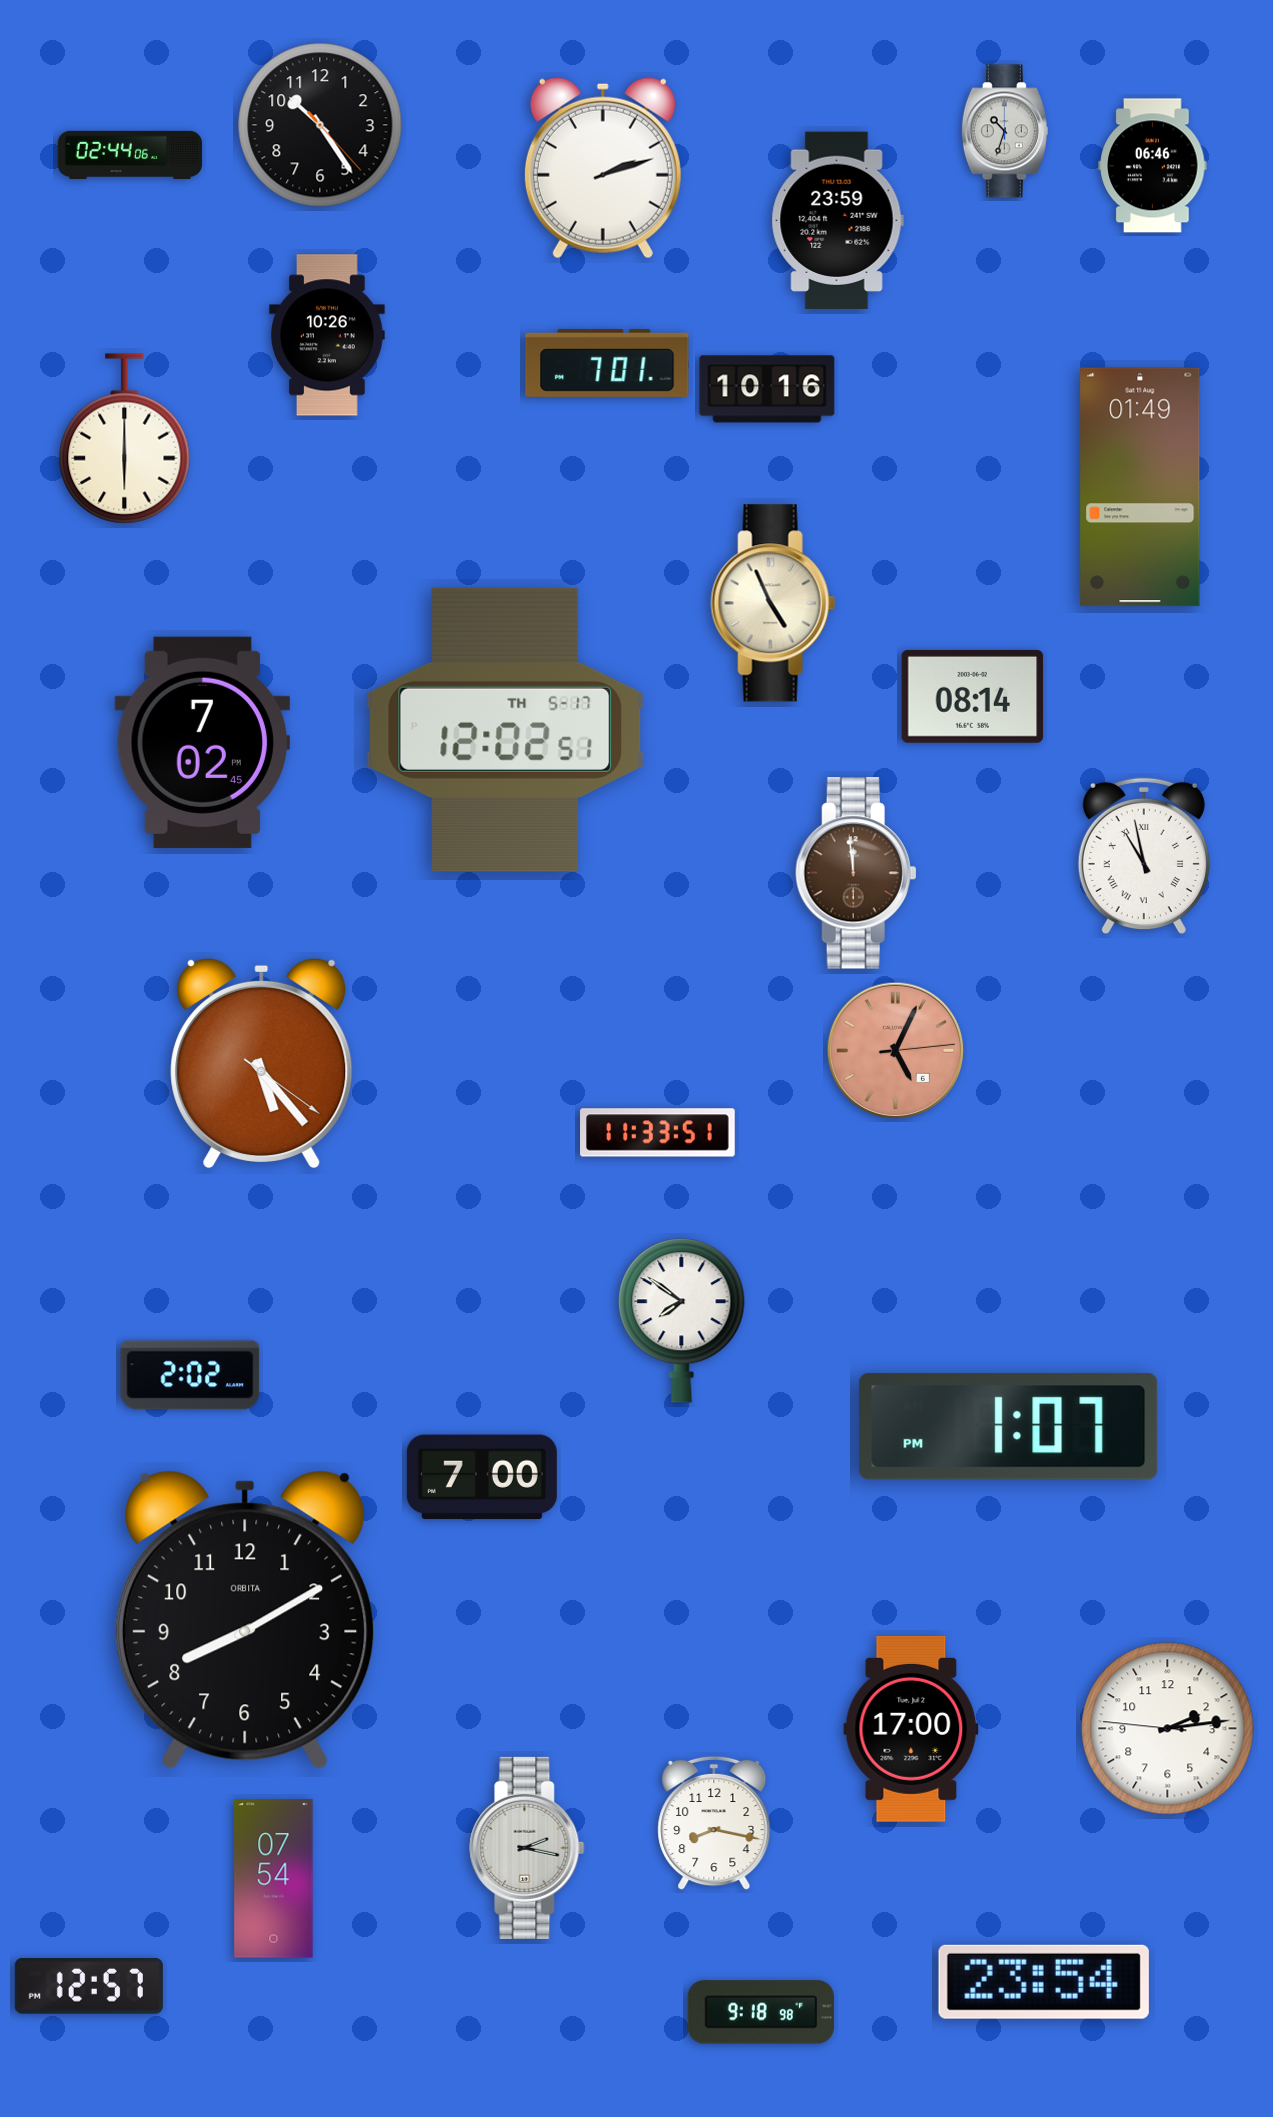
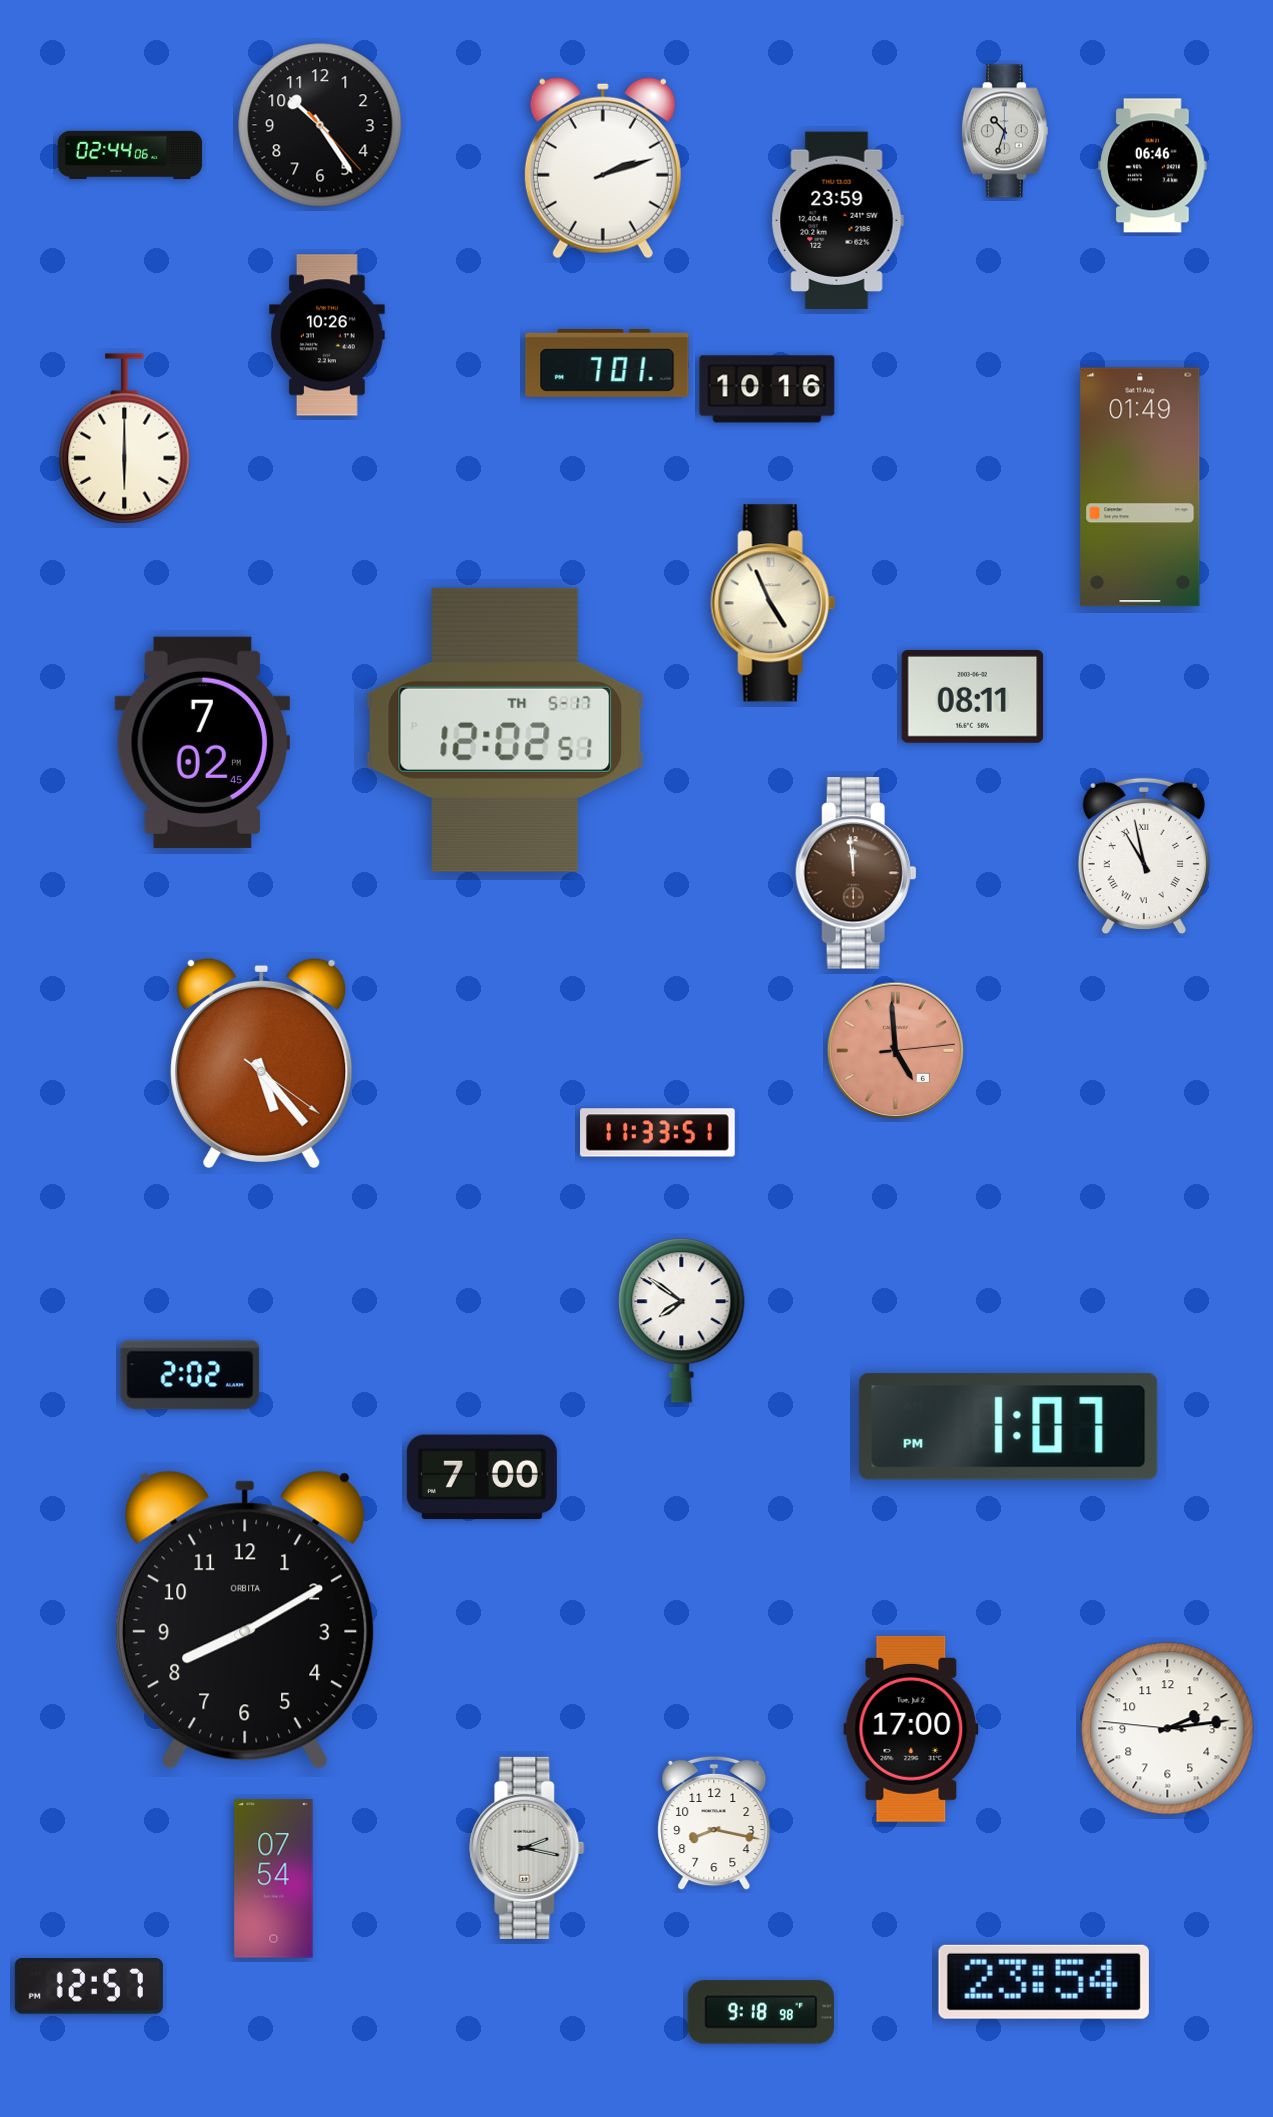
clock at (973, 696): 08:14 -> 08:11
clock at (896, 1051): 5:04 -> 4:59
